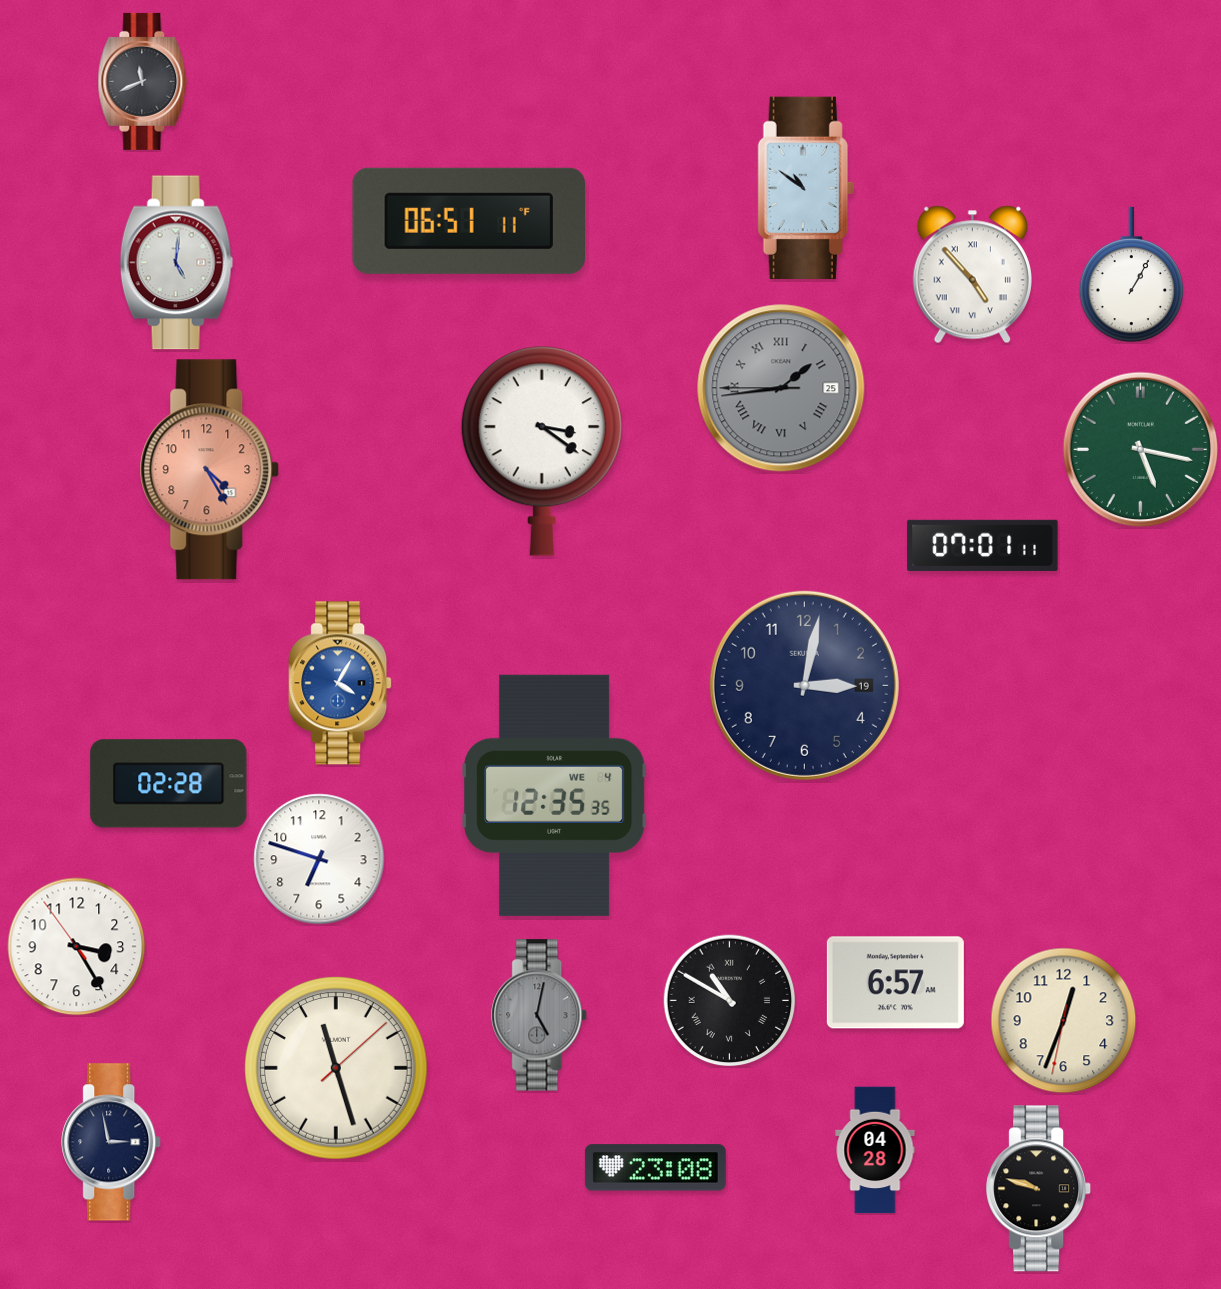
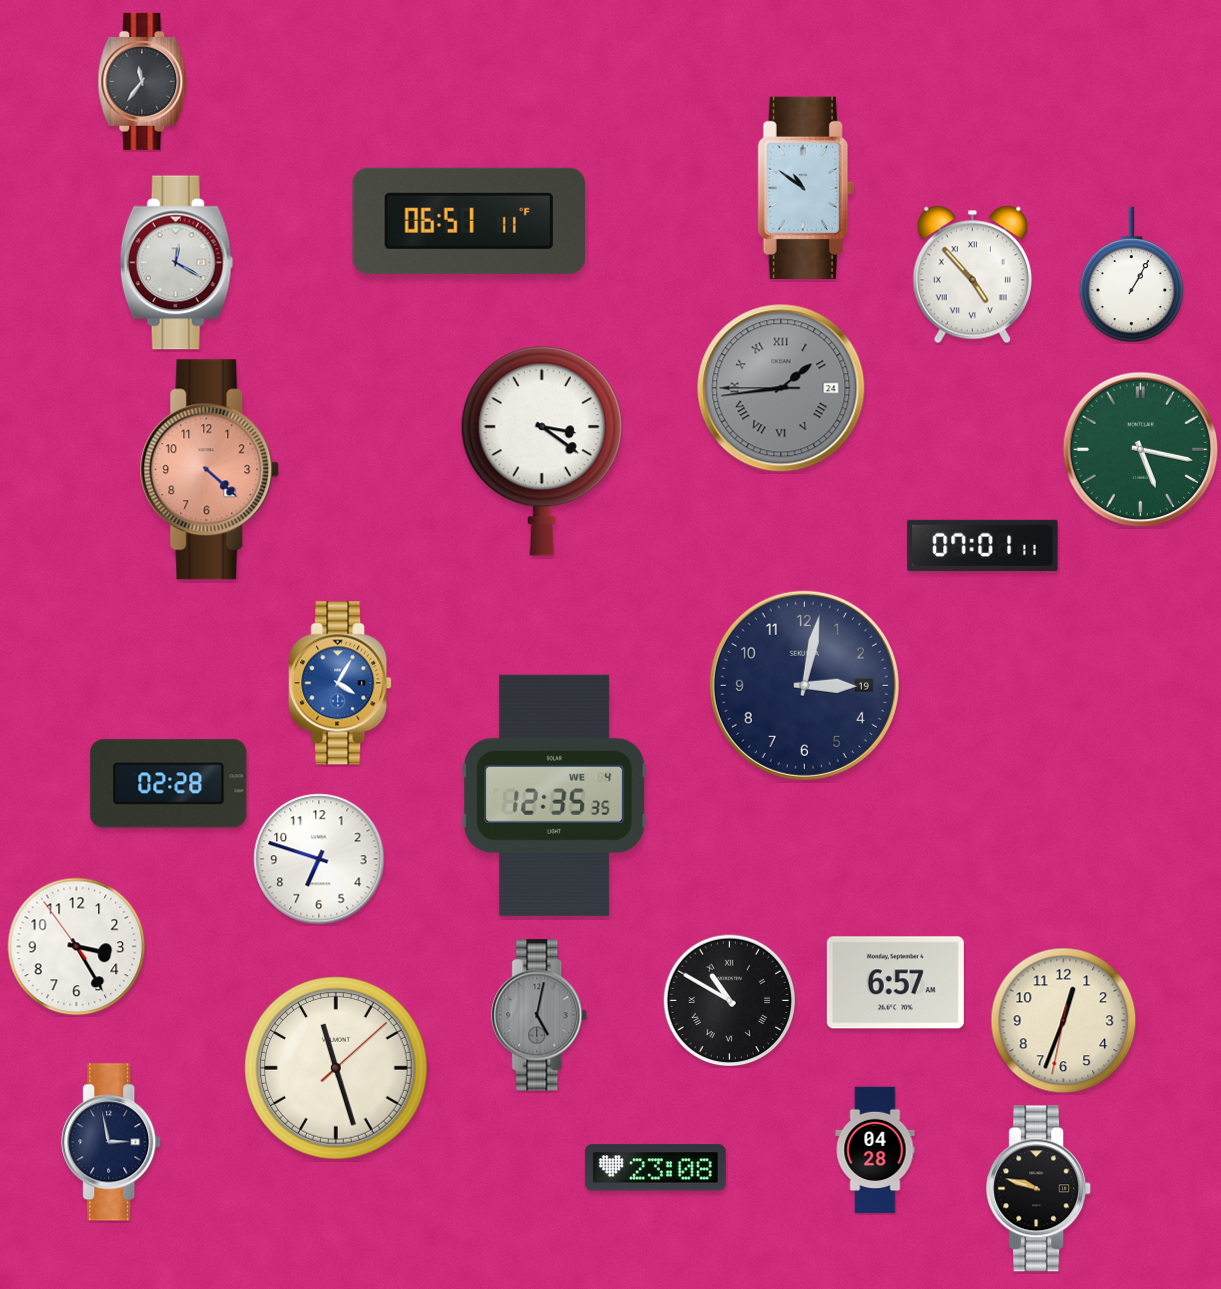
clock at (143, 81): 11:41 -> 11:36
clock at (177, 263): 5:01 -> 12:20
clock at (781, 388) date: 25 -> 24
clock at (210, 470): 4:25 -> 4:22
